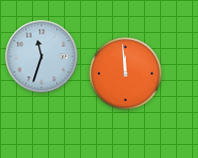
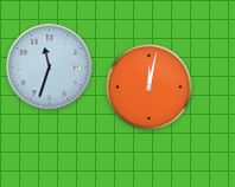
clock at (126, 74): 11:59 -> 12:02
